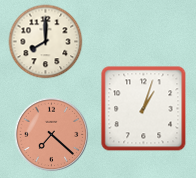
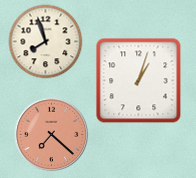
clock at (46, 42): 8:00 -> 7:57
clock at (144, 109) position: (144, 109) -> (139, 81)
